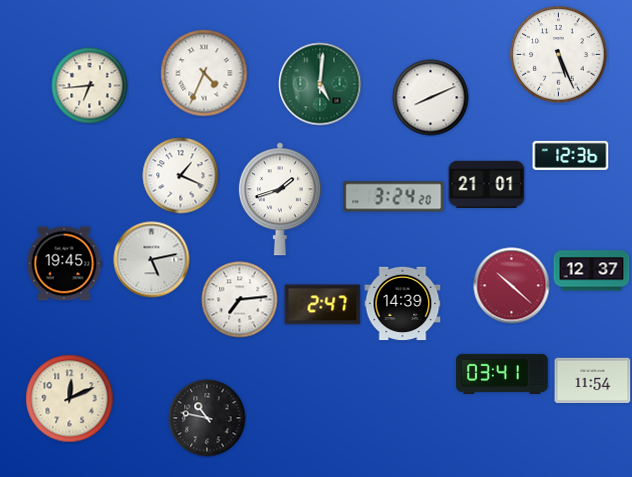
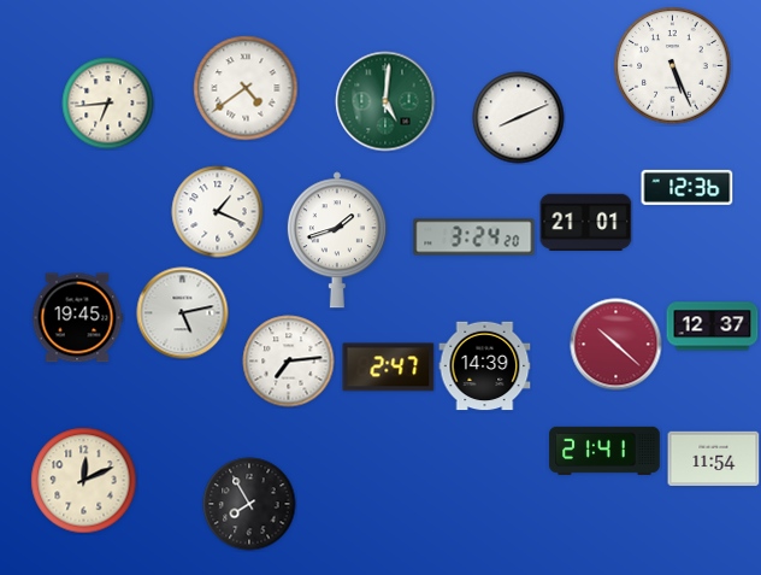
clock at (204, 73): 4:34 -> 4:39
clock at (502, 374): 03:41 -> 21:41
clock at (207, 418): 10:47 -> 7:55
